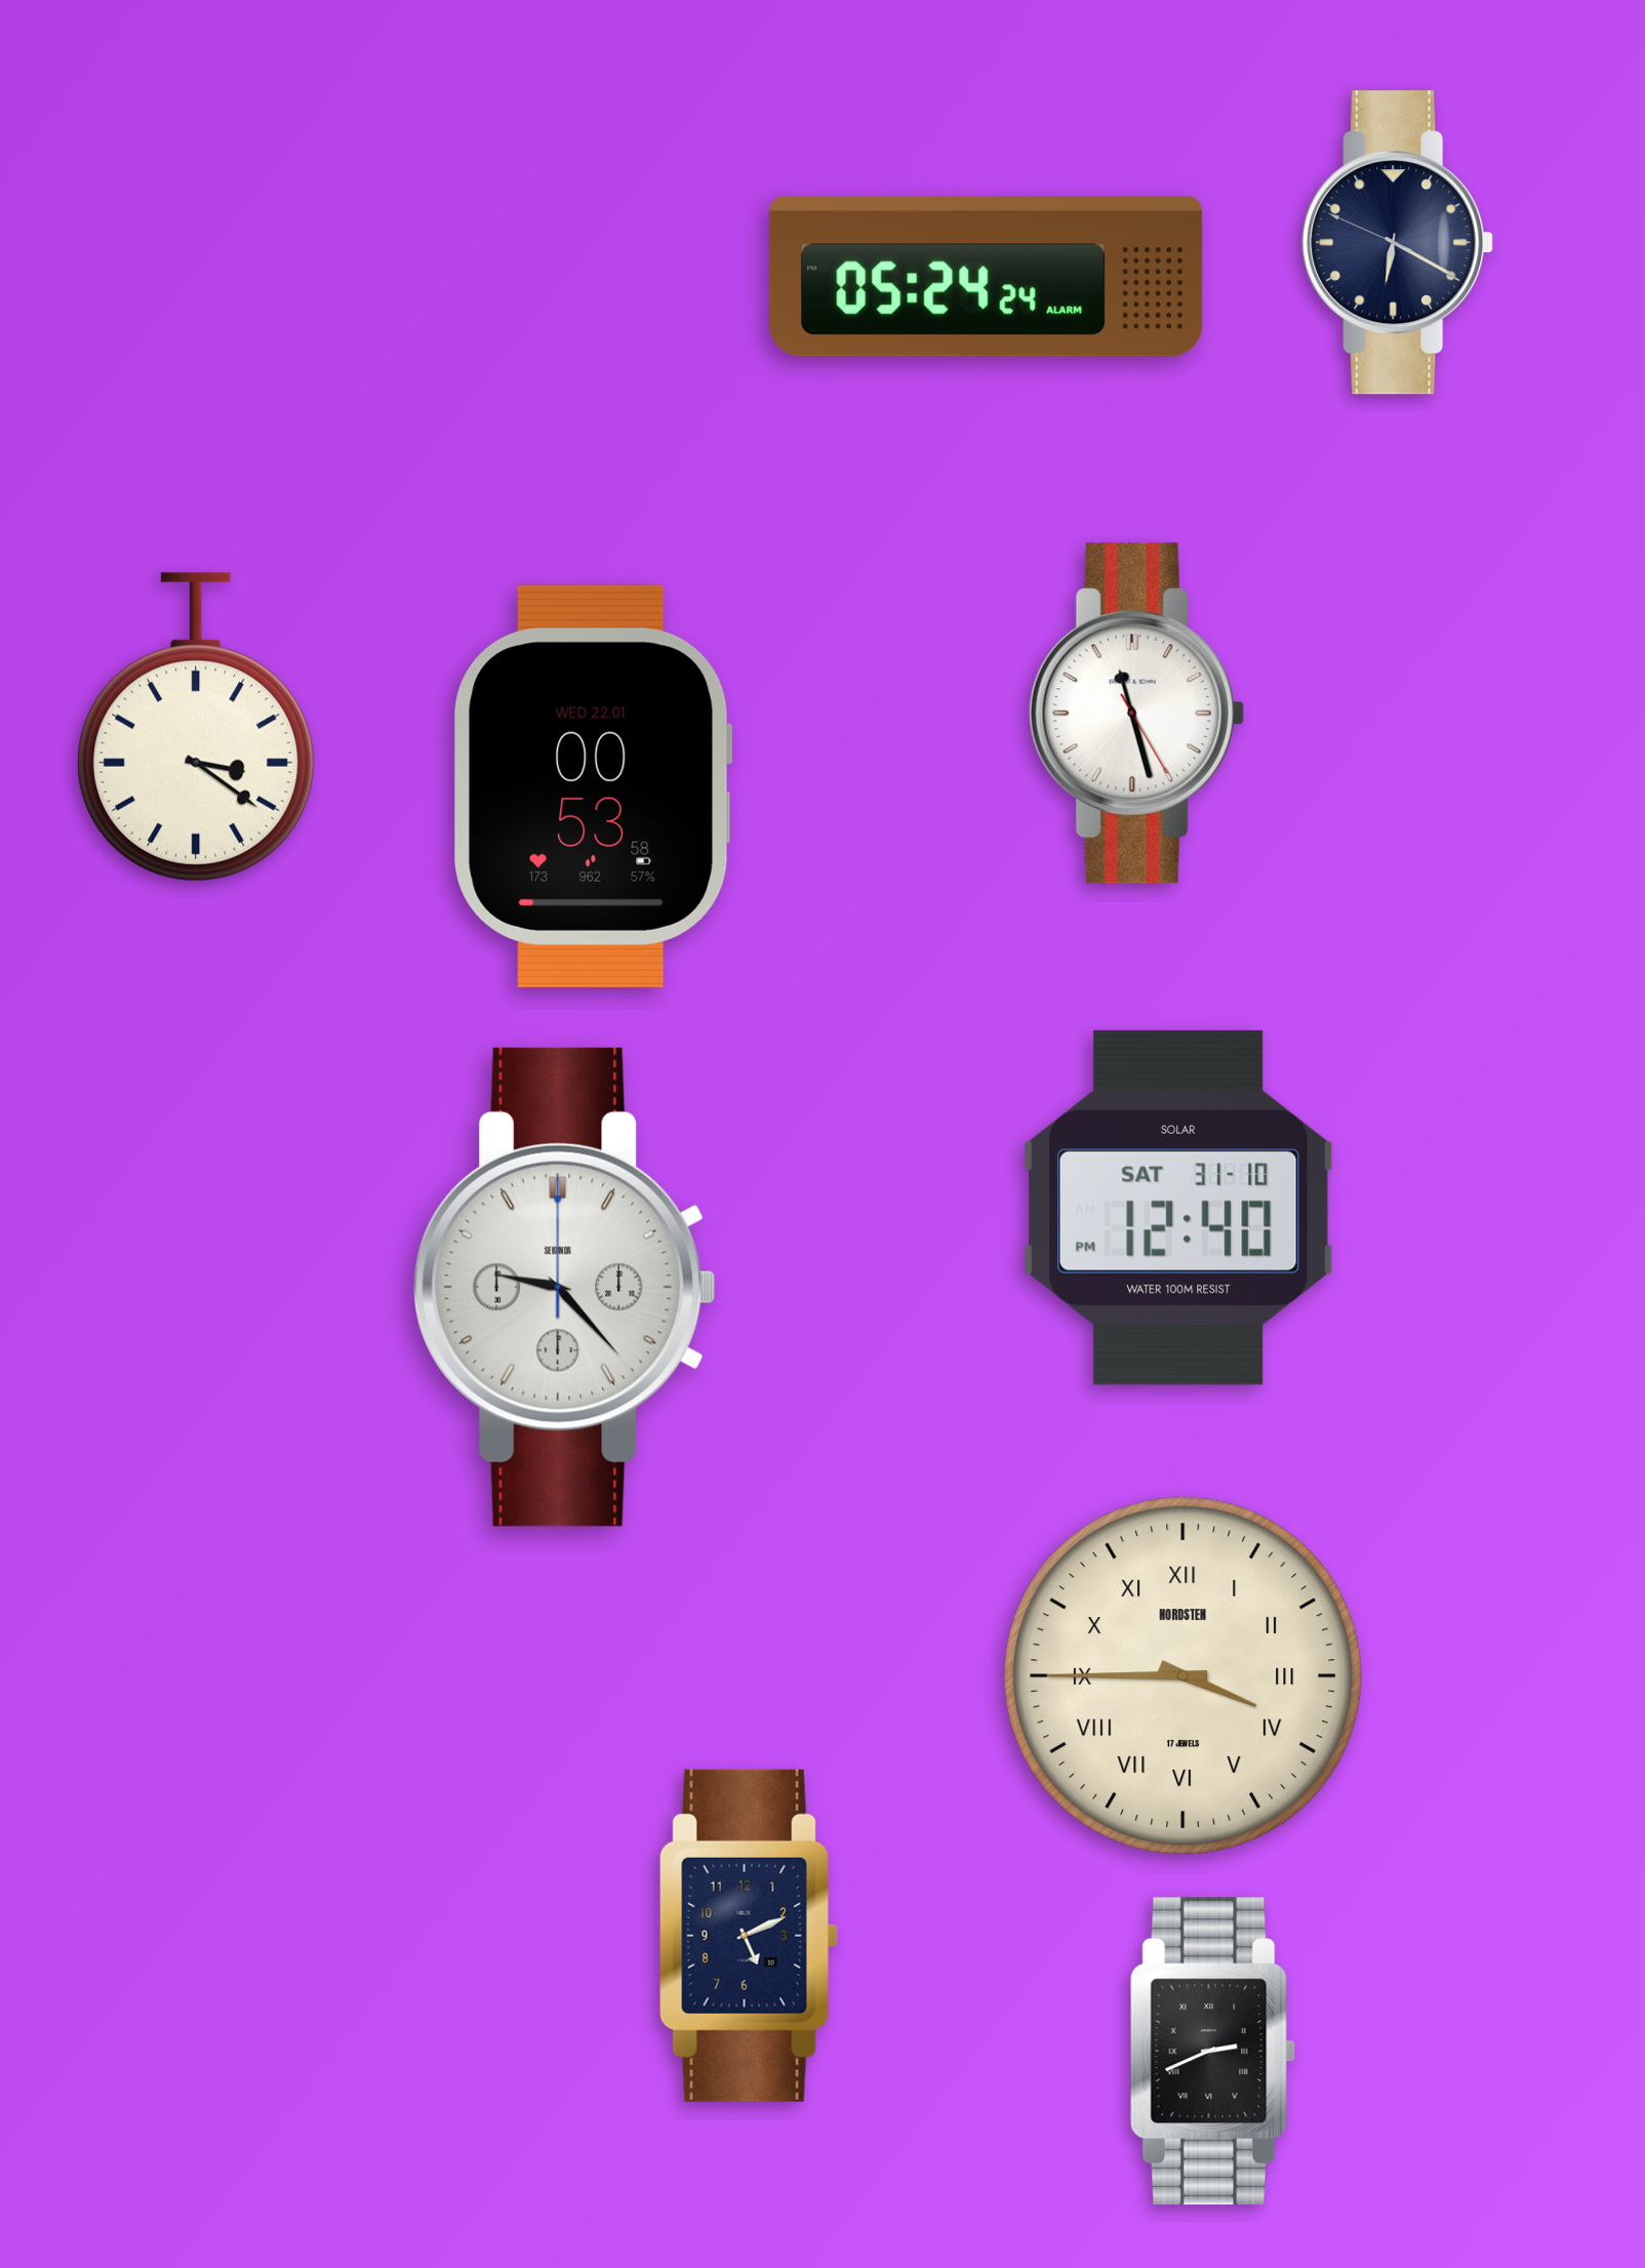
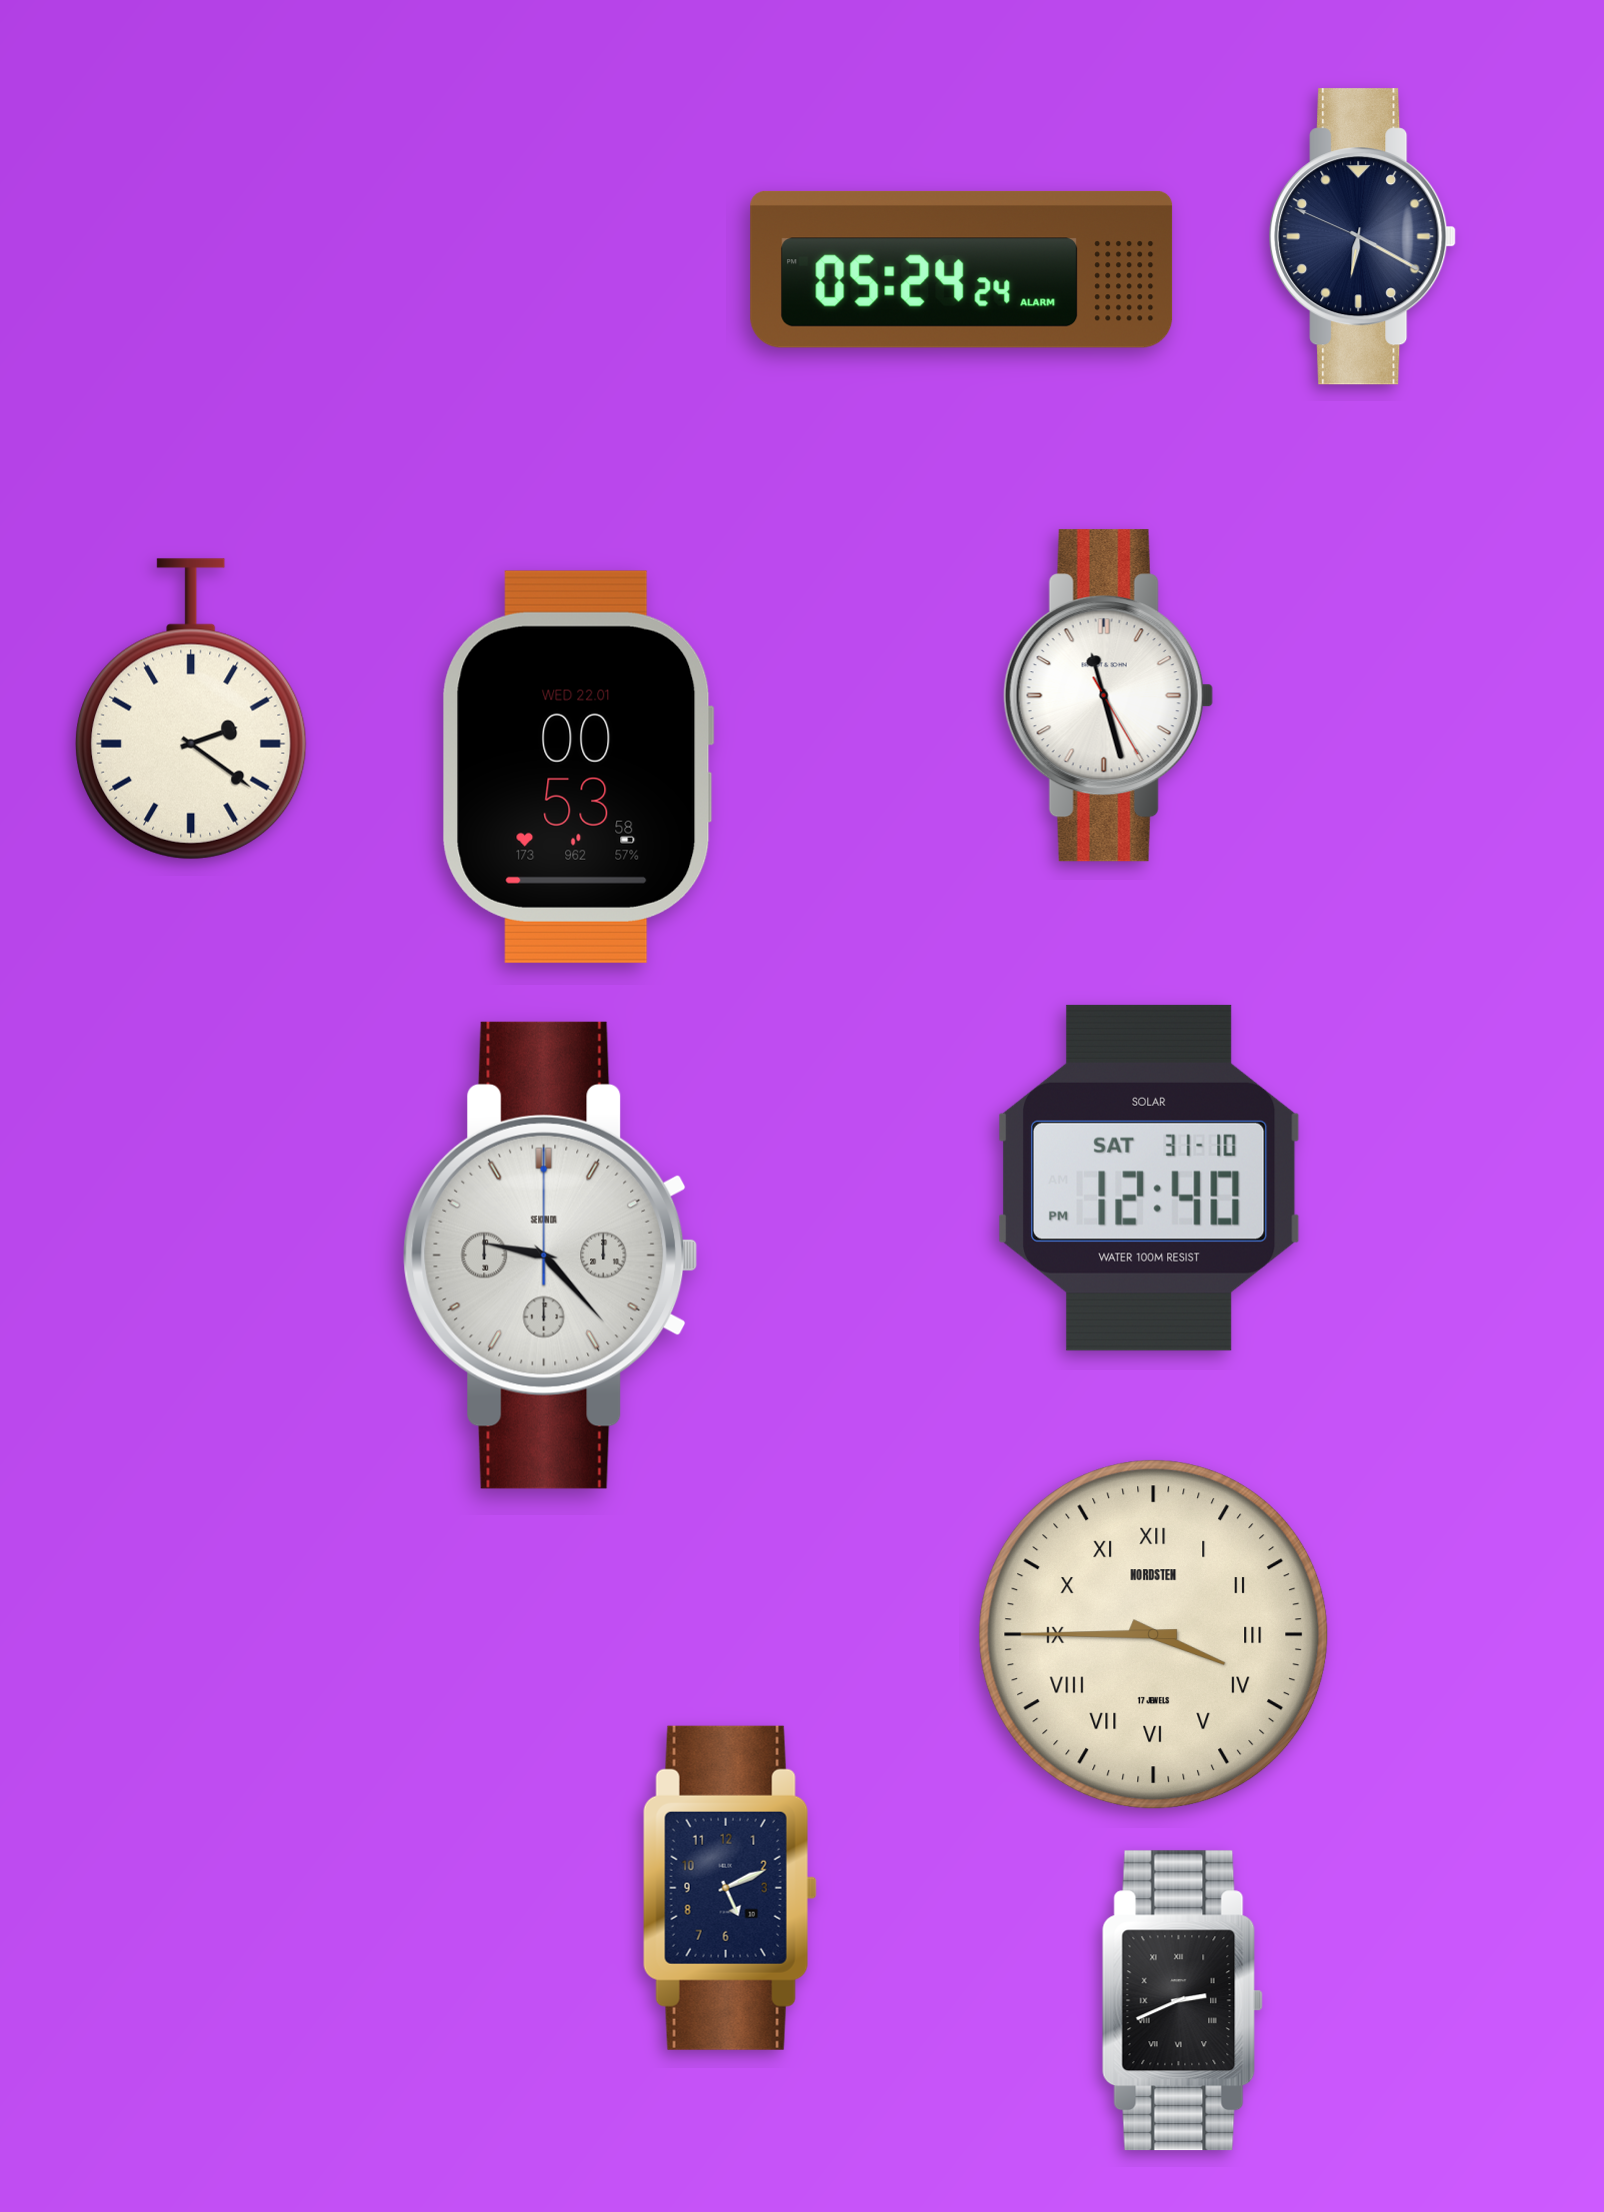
clock at (196, 727): 3:21 -> 2:21
